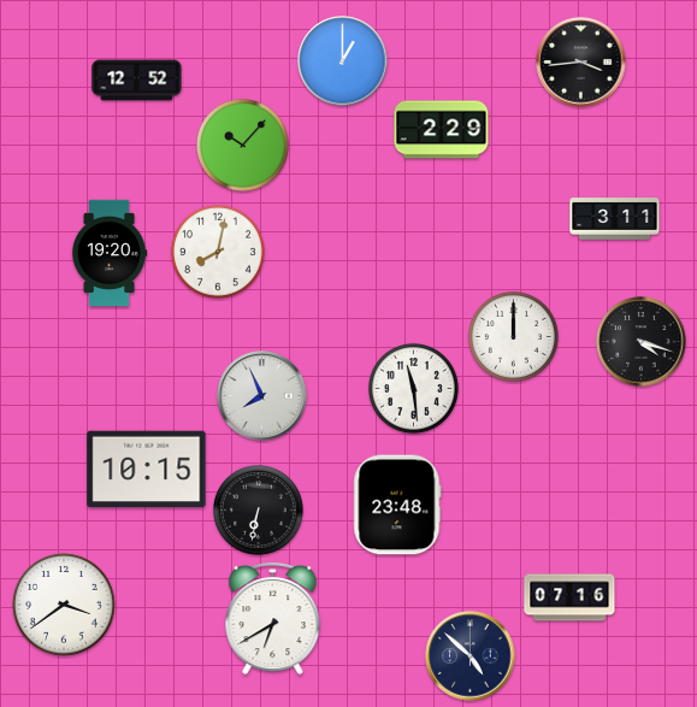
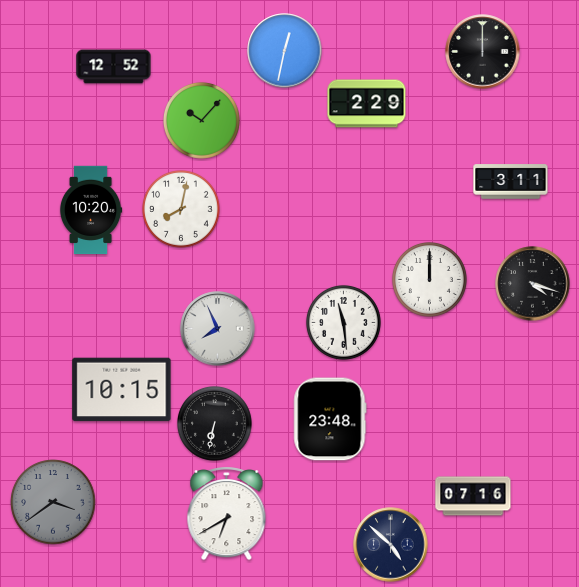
clock at (343, 61): 1:00 -> 12:32
clock at (581, 63): 3:44 -> 12:00
clock at (442, 130) position: (442, 130) -> (367, 104)
clock at (110, 253): 19:20 -> 10:20
clock at (513, 336) position: (513, 336) -> (429, 279)
clock at (64, 605) dial: white -> grey
